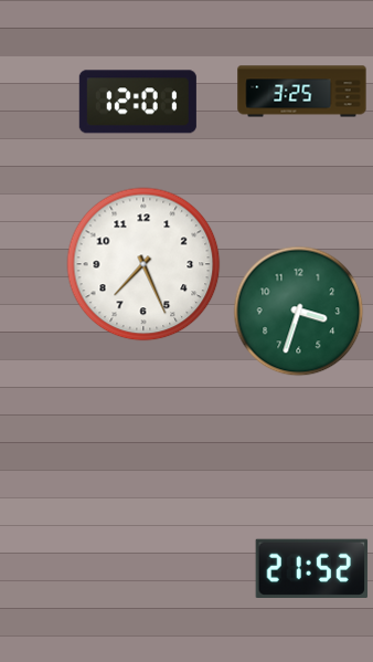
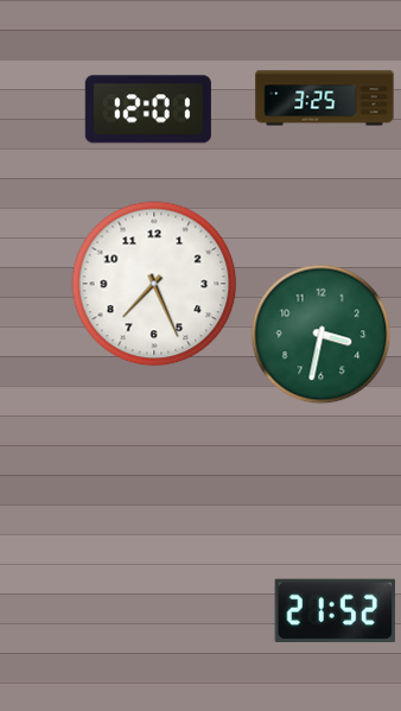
clock at (299, 312): 3:33 -> 3:32
